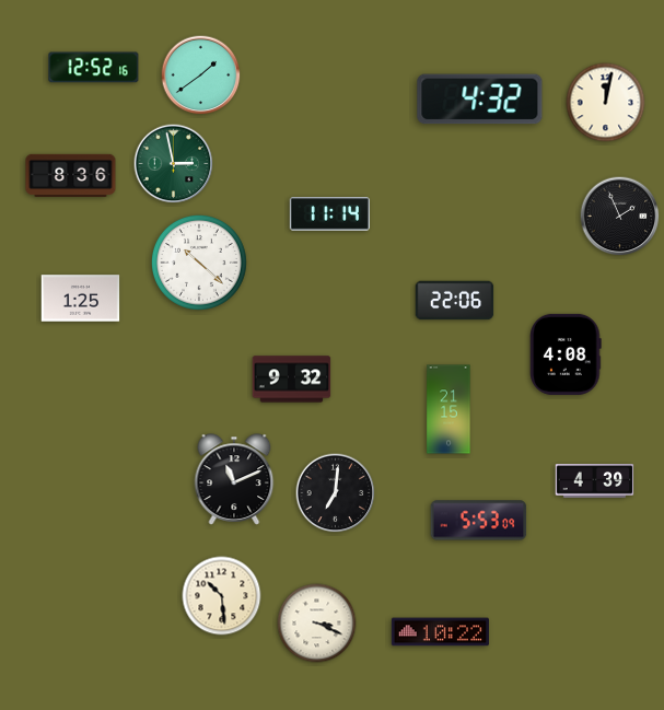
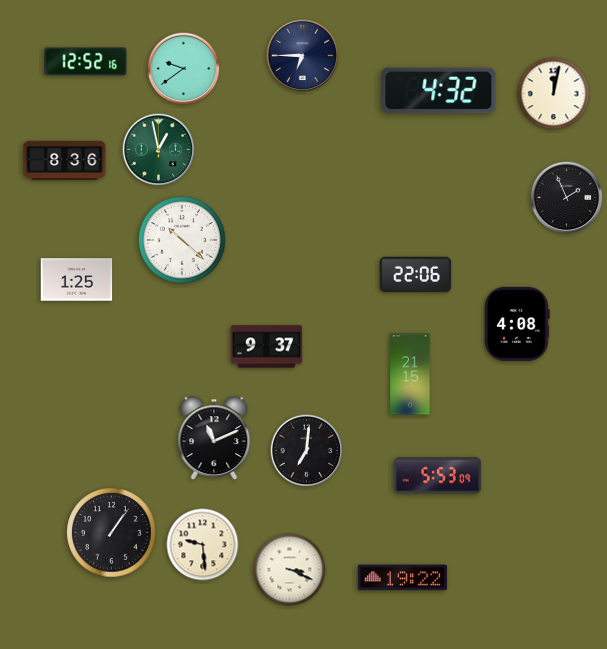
clock at (303, 56): none -> 6:45
clock at (201, 75): 1:39 -> 9:39
clock at (174, 164): 2:58 -> 12:58
clock at (329, 214): 11:14 -> none
clock at (81, 299) position: (81, 299) -> (77, 280)
clock at (292, 380): 9:32 -> 9:37
clock at (595, 481): 4:39 -> none
clock at (112, 533): none -> 1:06
clock at (222, 596): 10:29 -> 9:29
clock at (440, 632): 10:22 -> 19:22
